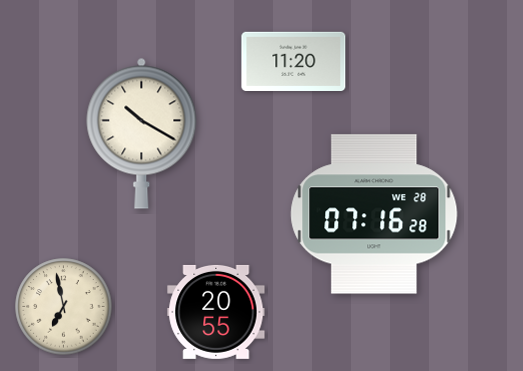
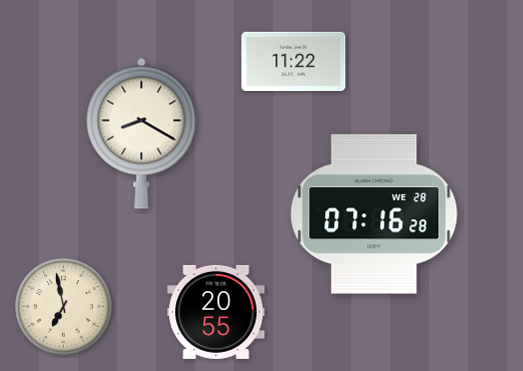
clock at (294, 61): 11:20 -> 11:22
clock at (142, 133): 10:20 -> 8:20
